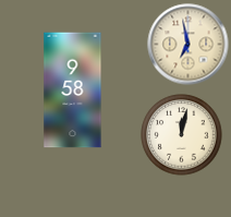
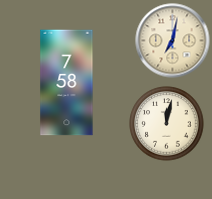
clock at (189, 45): 6:58 -> 7:02
clock at (73, 91): 9:58 -> 7:58
